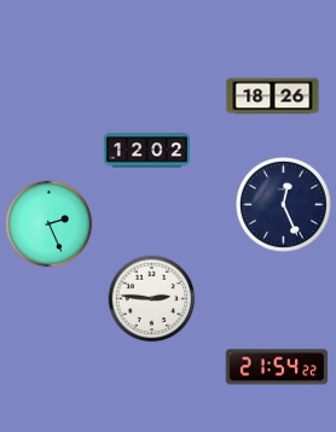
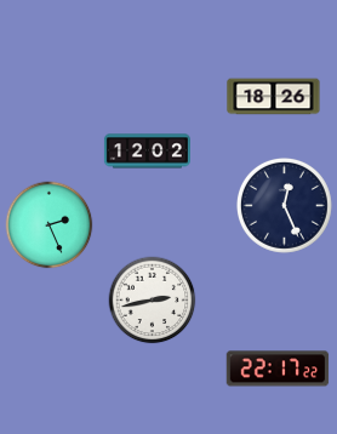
clock at (152, 299): 2:46 -> 2:43
clock at (277, 367): 21:54 -> 22:17
